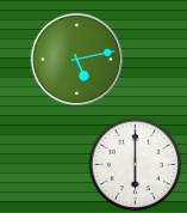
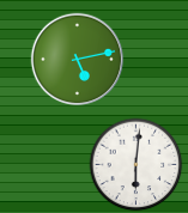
clock at (135, 164): 6:00 -> 6:01
